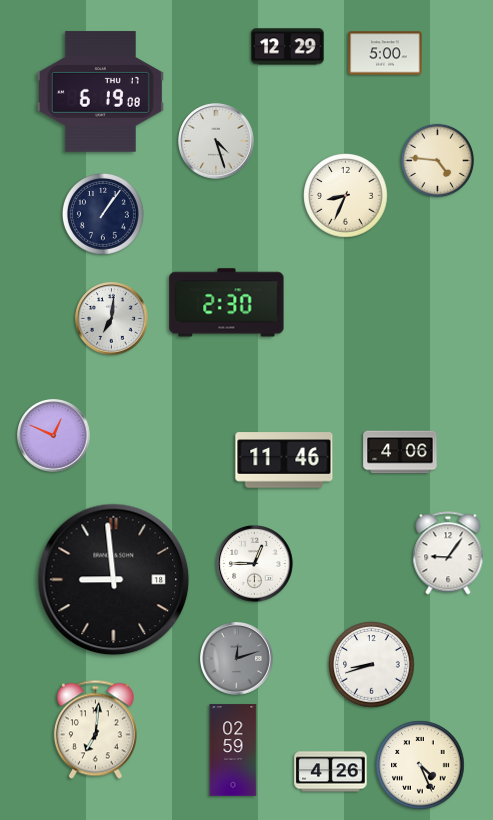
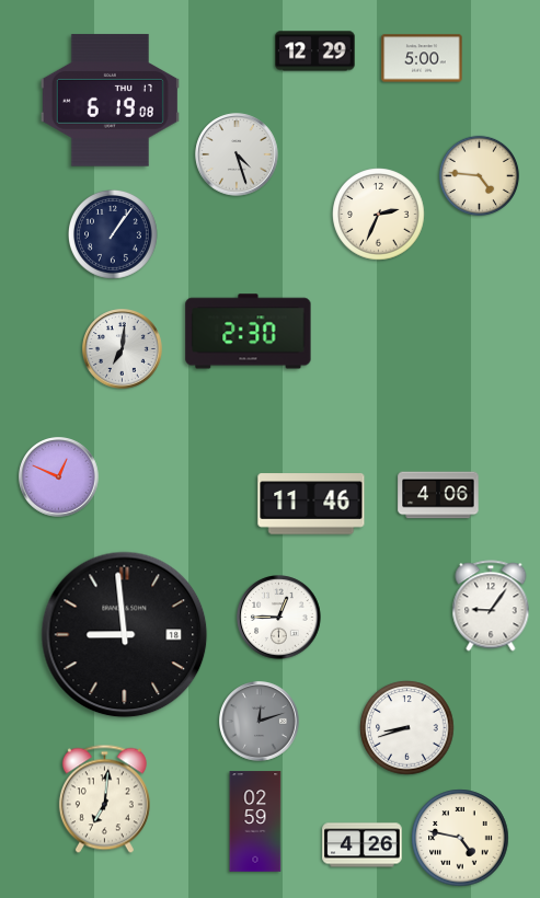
clock at (346, 196): 8:34 -> 2:34
clock at (420, 765): 4:26 -> 4:47
